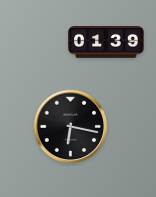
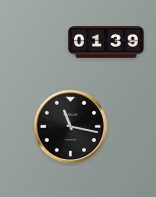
clock at (71, 127): 6:17 -> 11:17
